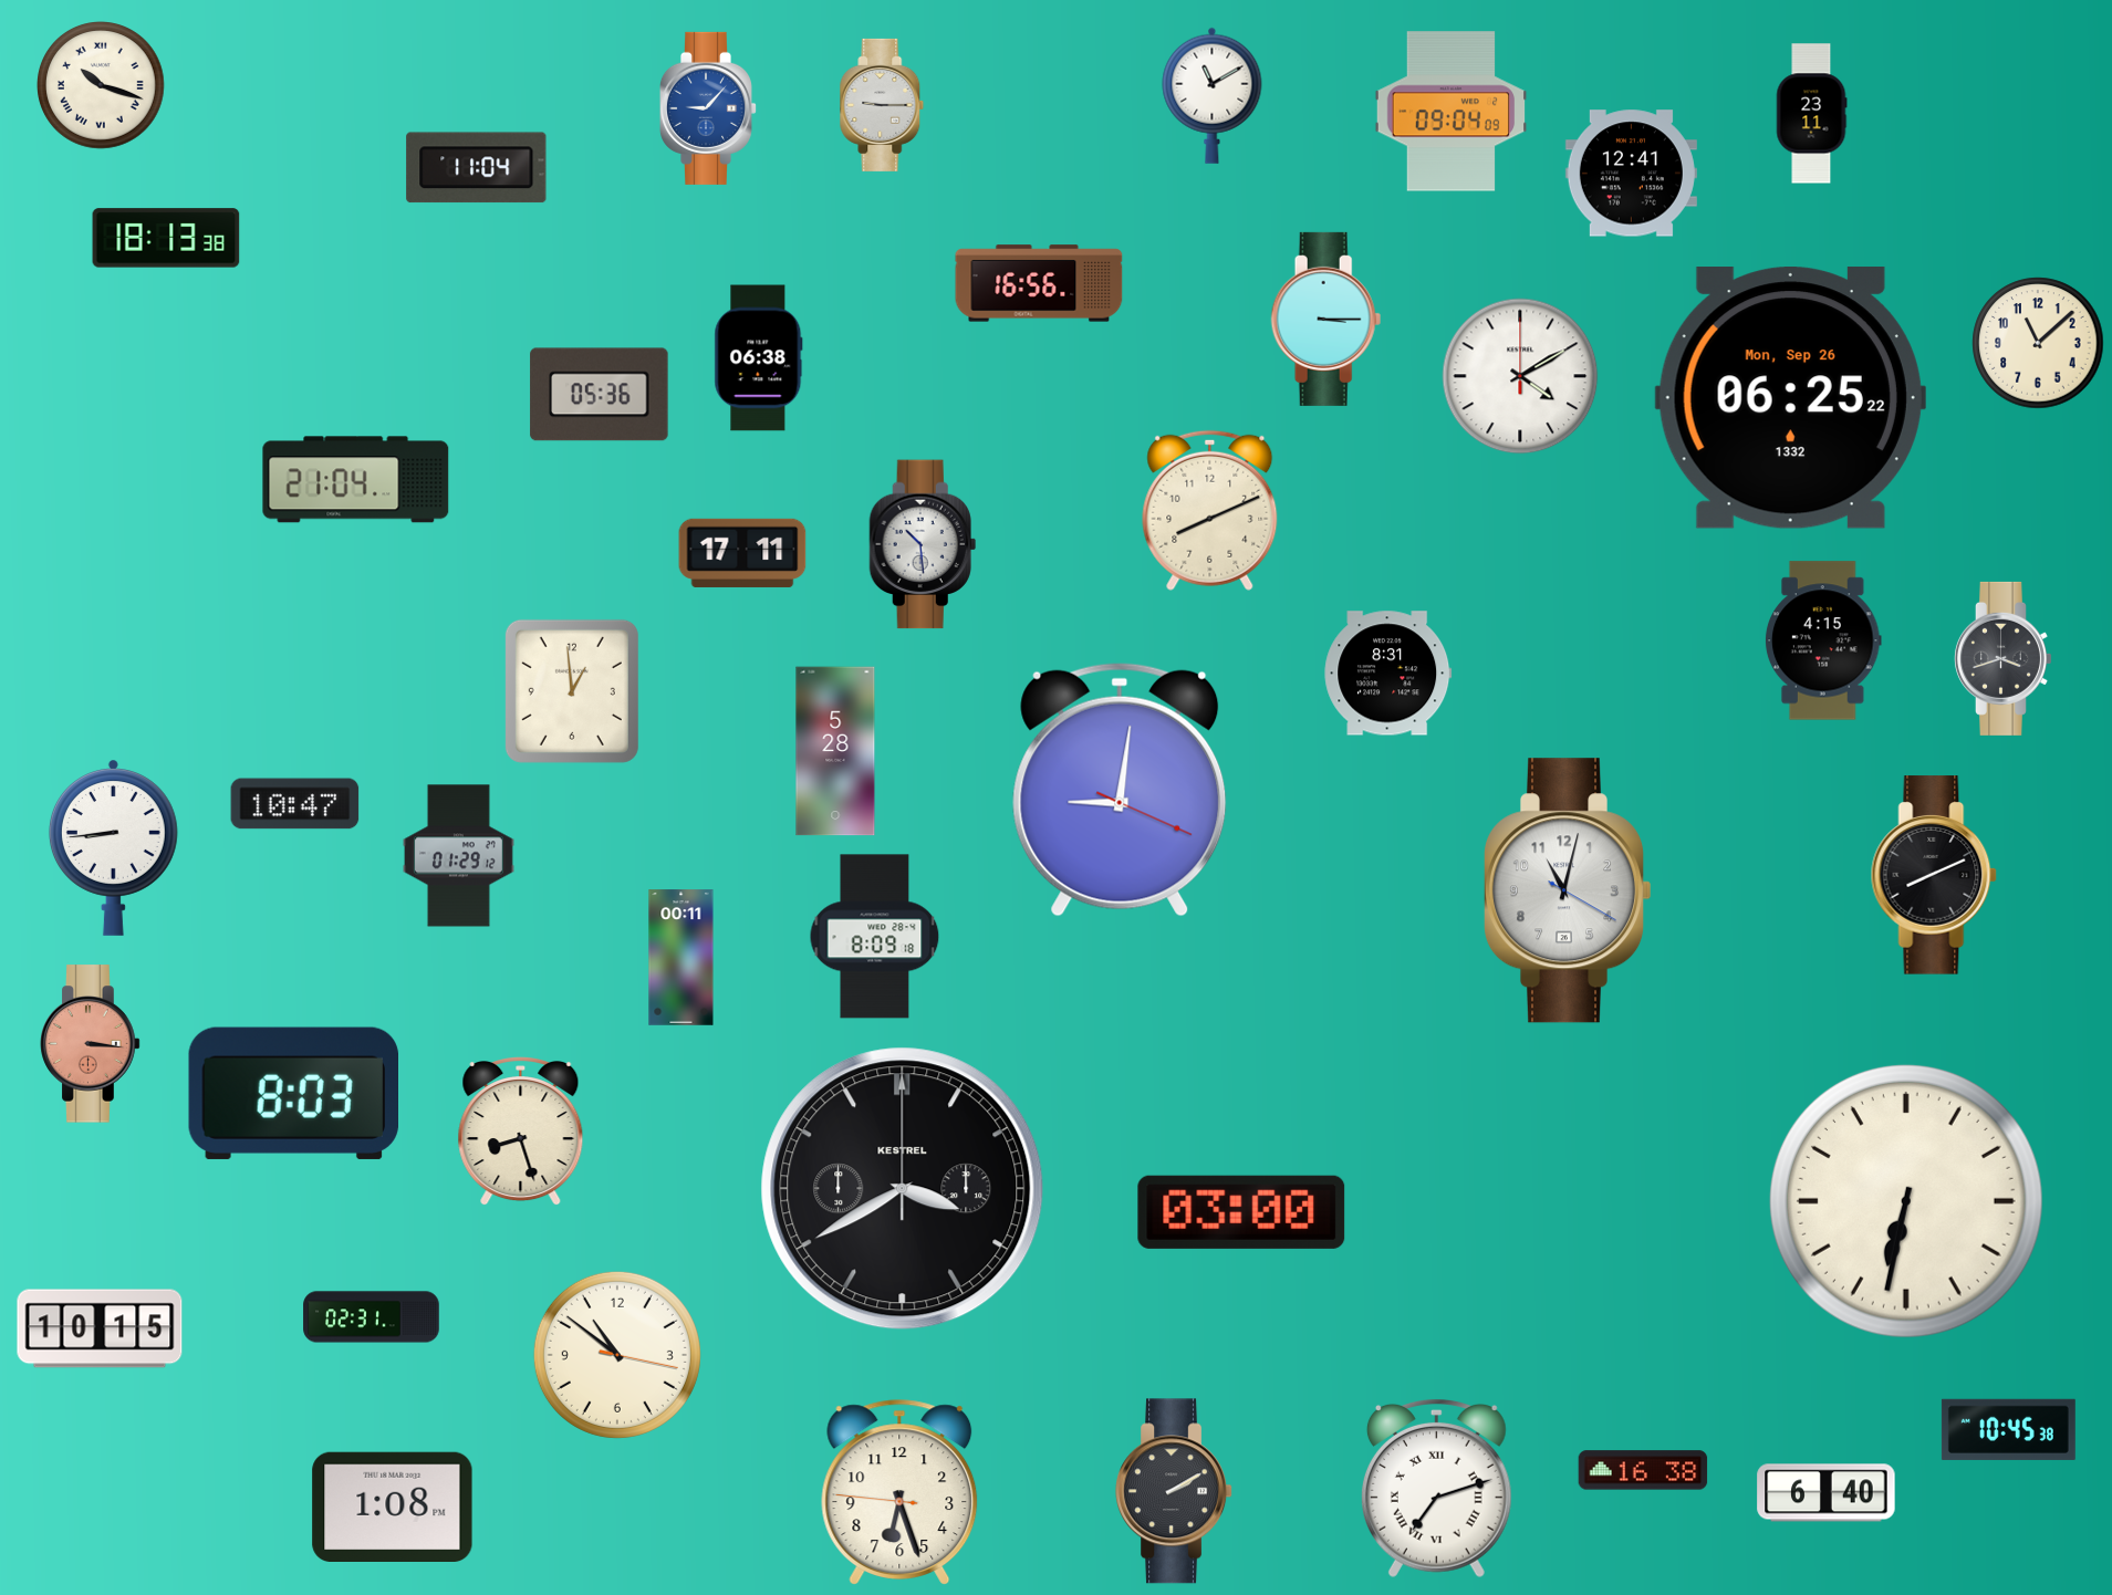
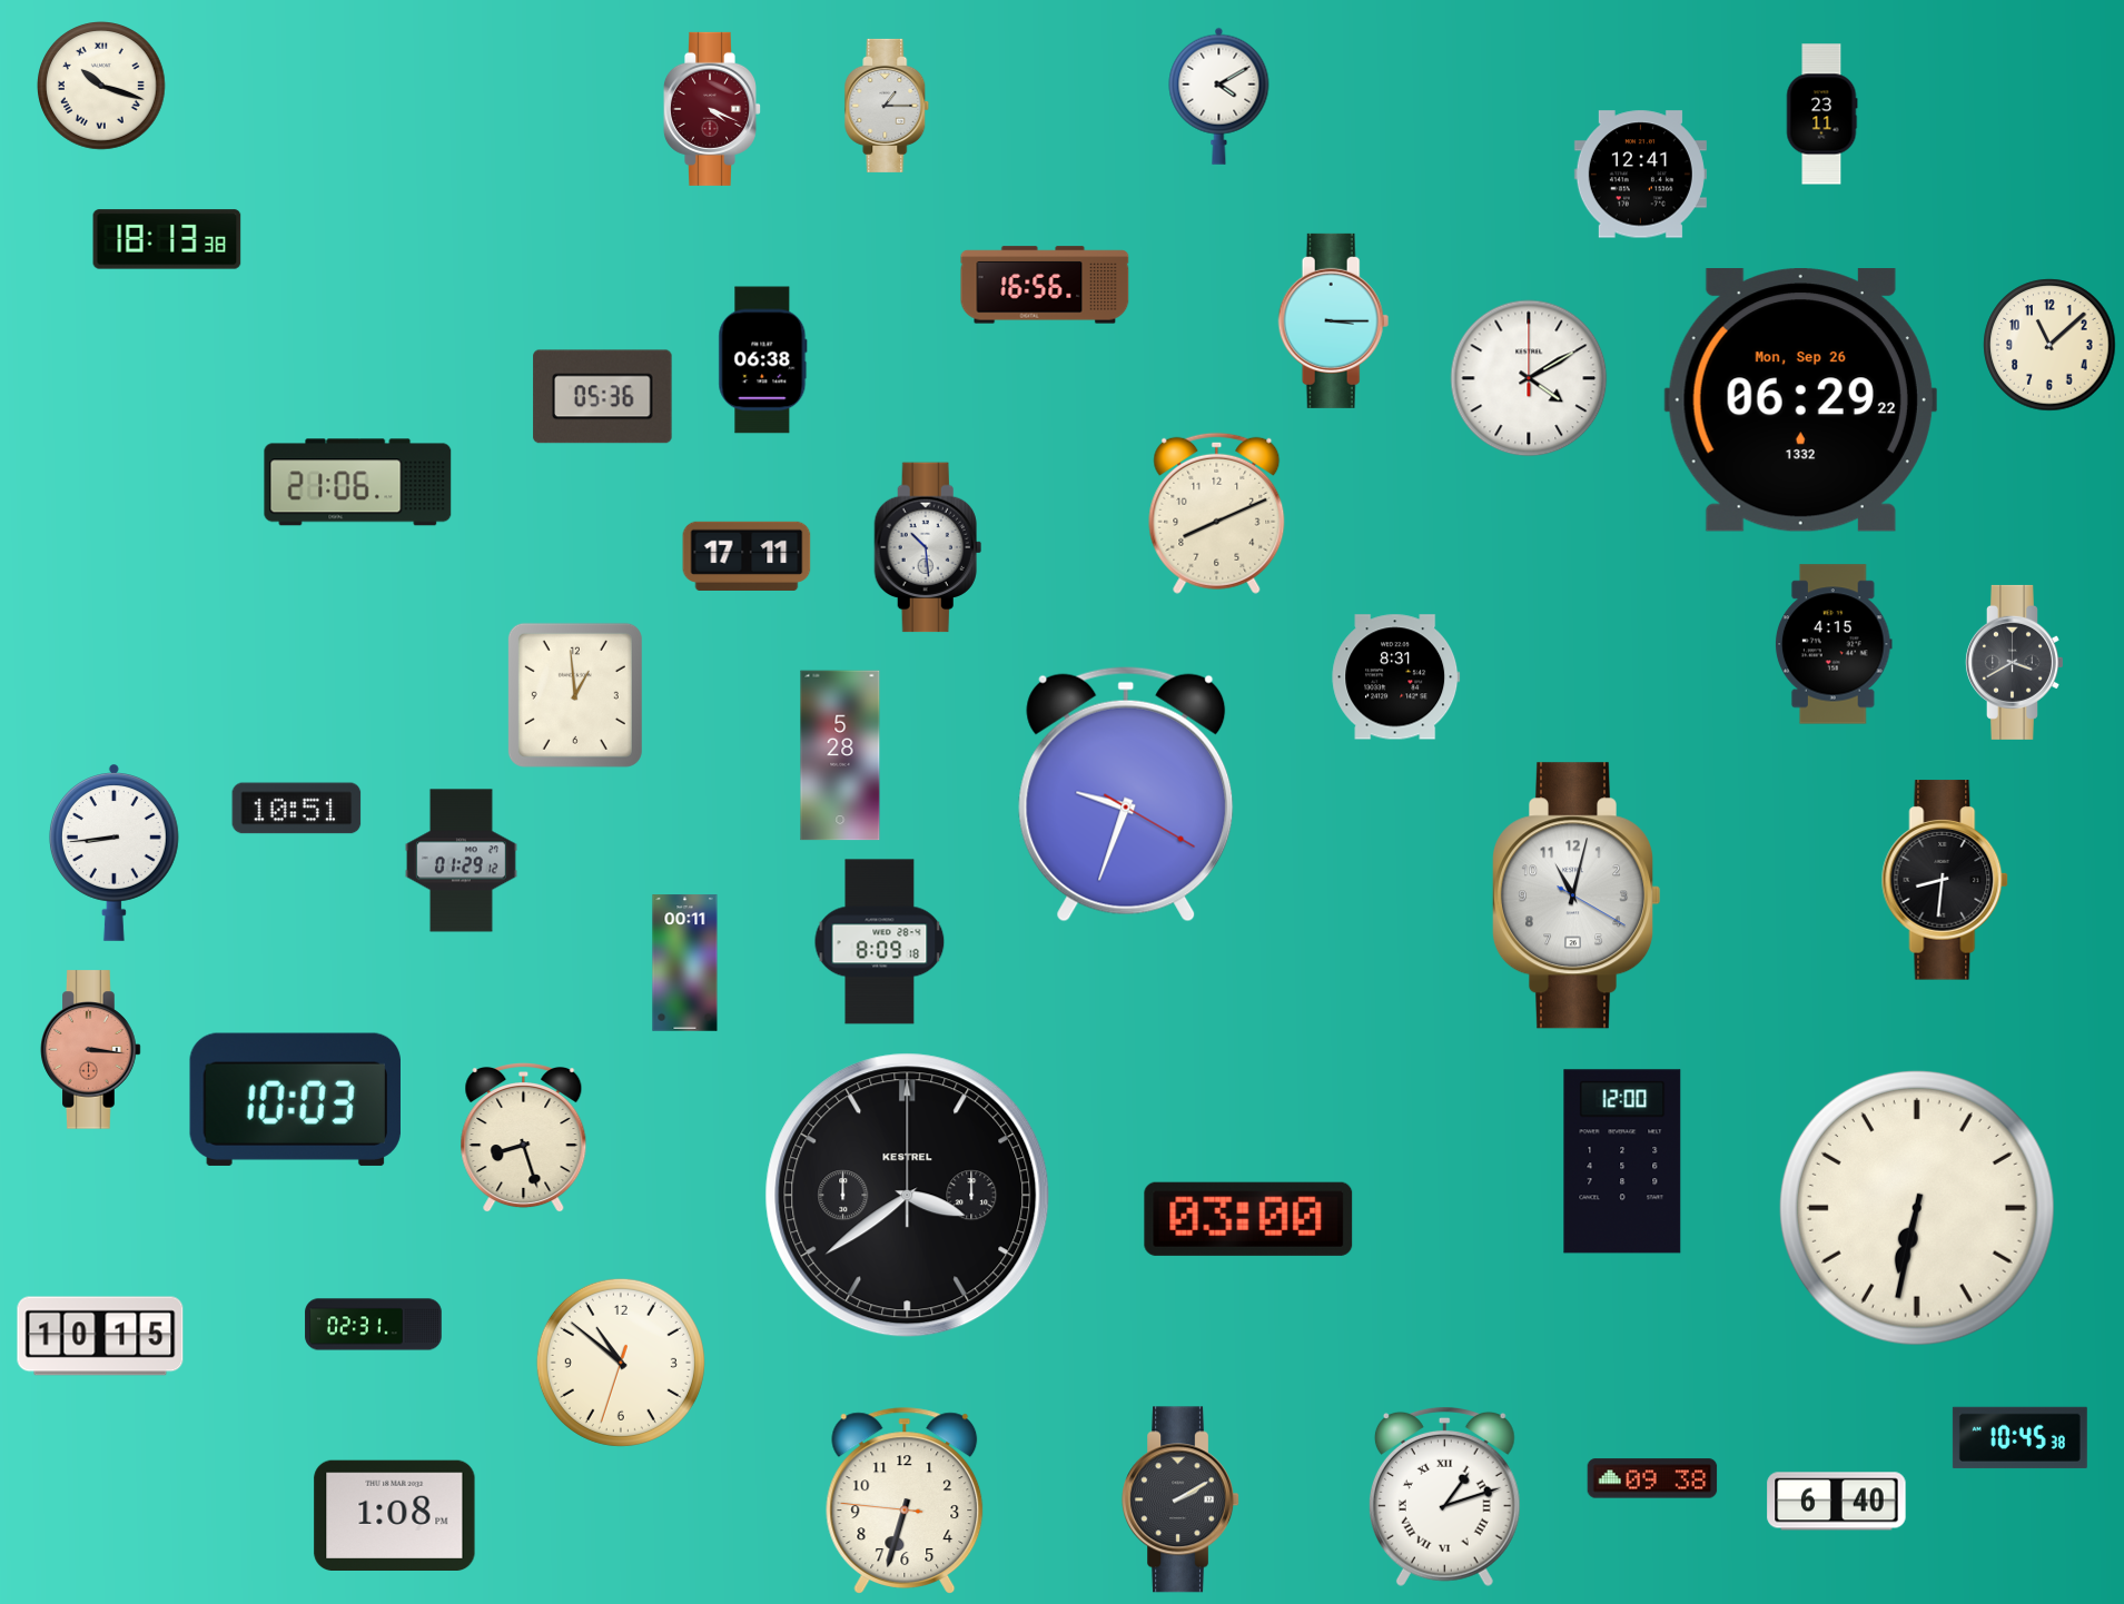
clock at (1213, 95): 11:10 -> 4:10
clock at (882, 105): 9:15 -> 1:15
clock at (707, 108): 9:07 -> 4:19
clock at (707, 108) dial: blue -> burgundy
clock at (1452, 112): 09:04 -> none
clock at (477, 168): 11:04 -> none
clock at (1790, 398): 06:25 -> 06:29
clock at (356, 480): 21:04 -> 21:06
clock at (2002, 658): 3:42 -> 3:40
clock at (1120, 790): 9:01 -> 9:33
clock at (295, 804): 10:47 -> 10:51
clock at (1934, 875): 8:11 -> 8:31
clock at (293, 1093): 8:03 -> 10:03
clock at (1622, 1161): none -> 12:00
clock at (903, 1189): 3:40 -> 3:39
clock at (617, 1355): 10:51:17 -> 10:51:33
clock at (1643, 1470): 16:38 -> 09:38
clock at (1436, 1488): 7:12 -> 1:12
clock at (899, 1492): 6:26 -> 6:32
